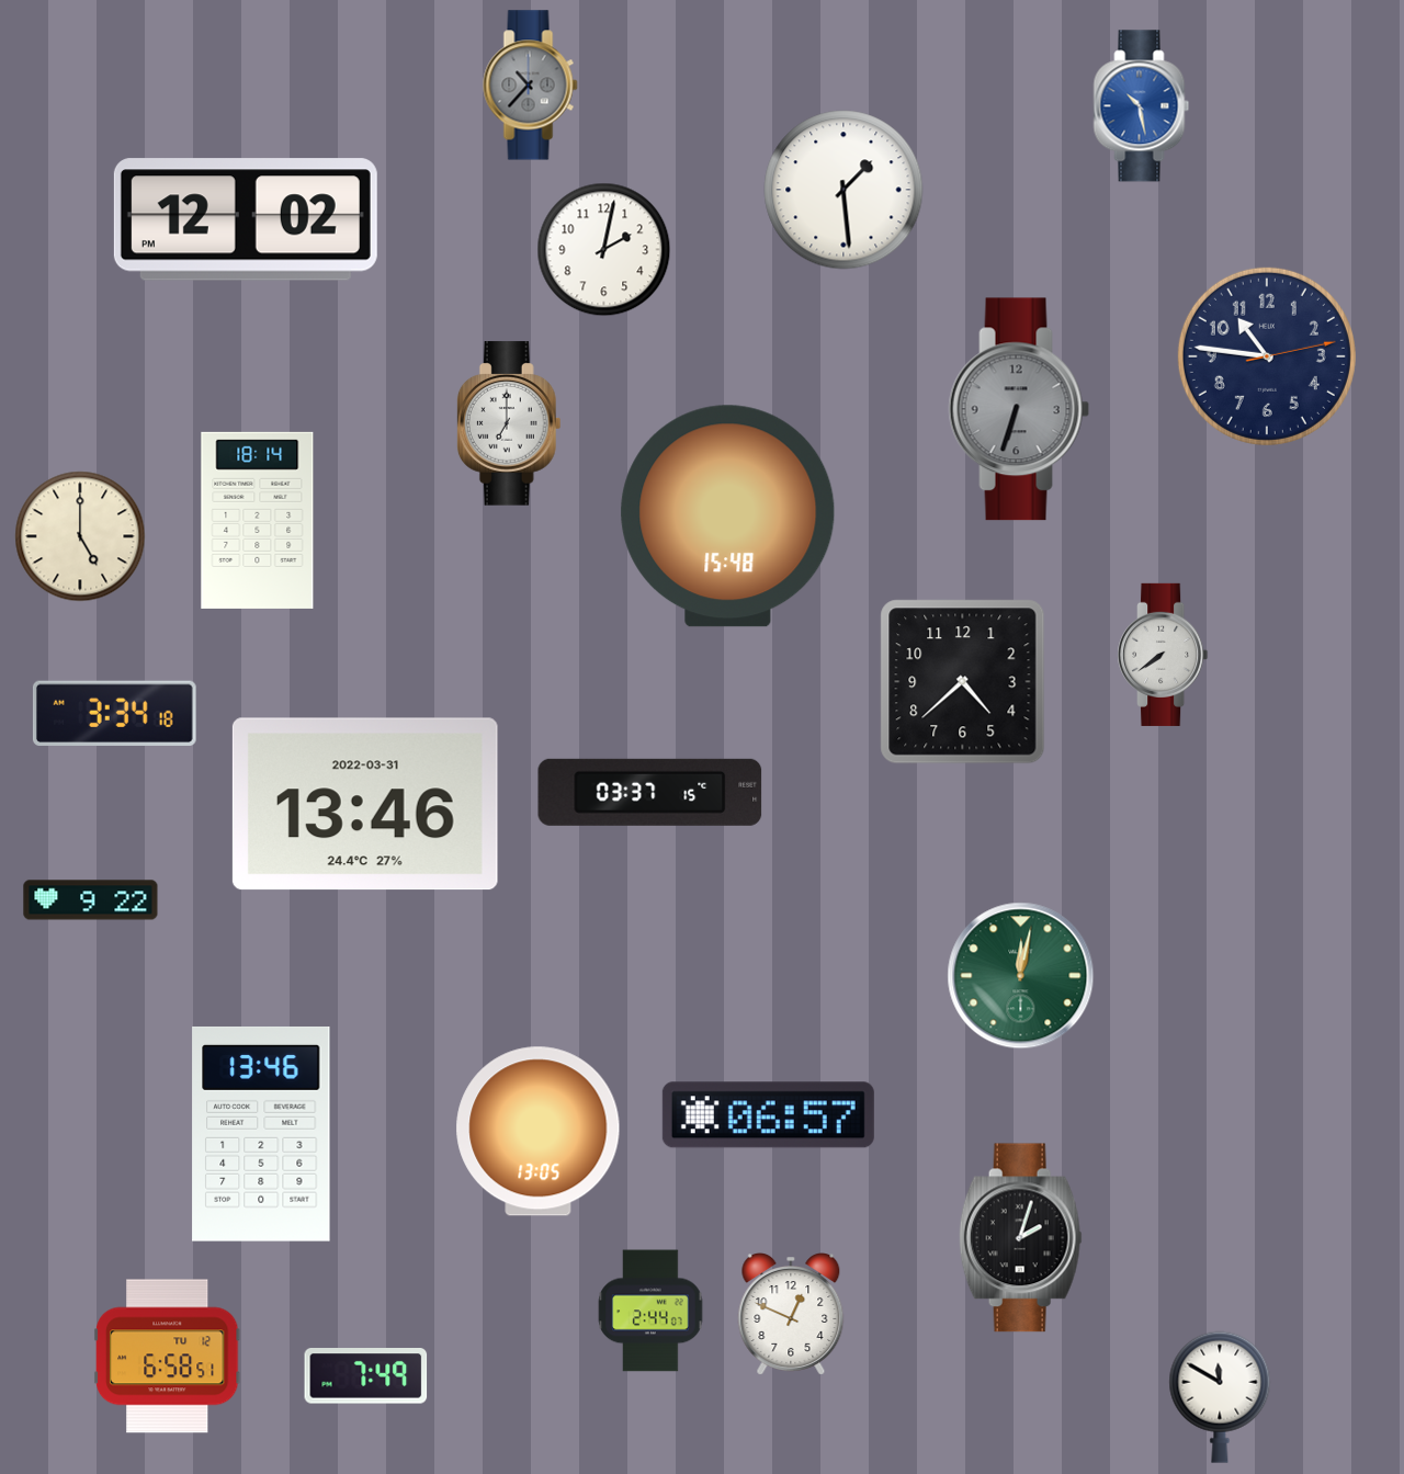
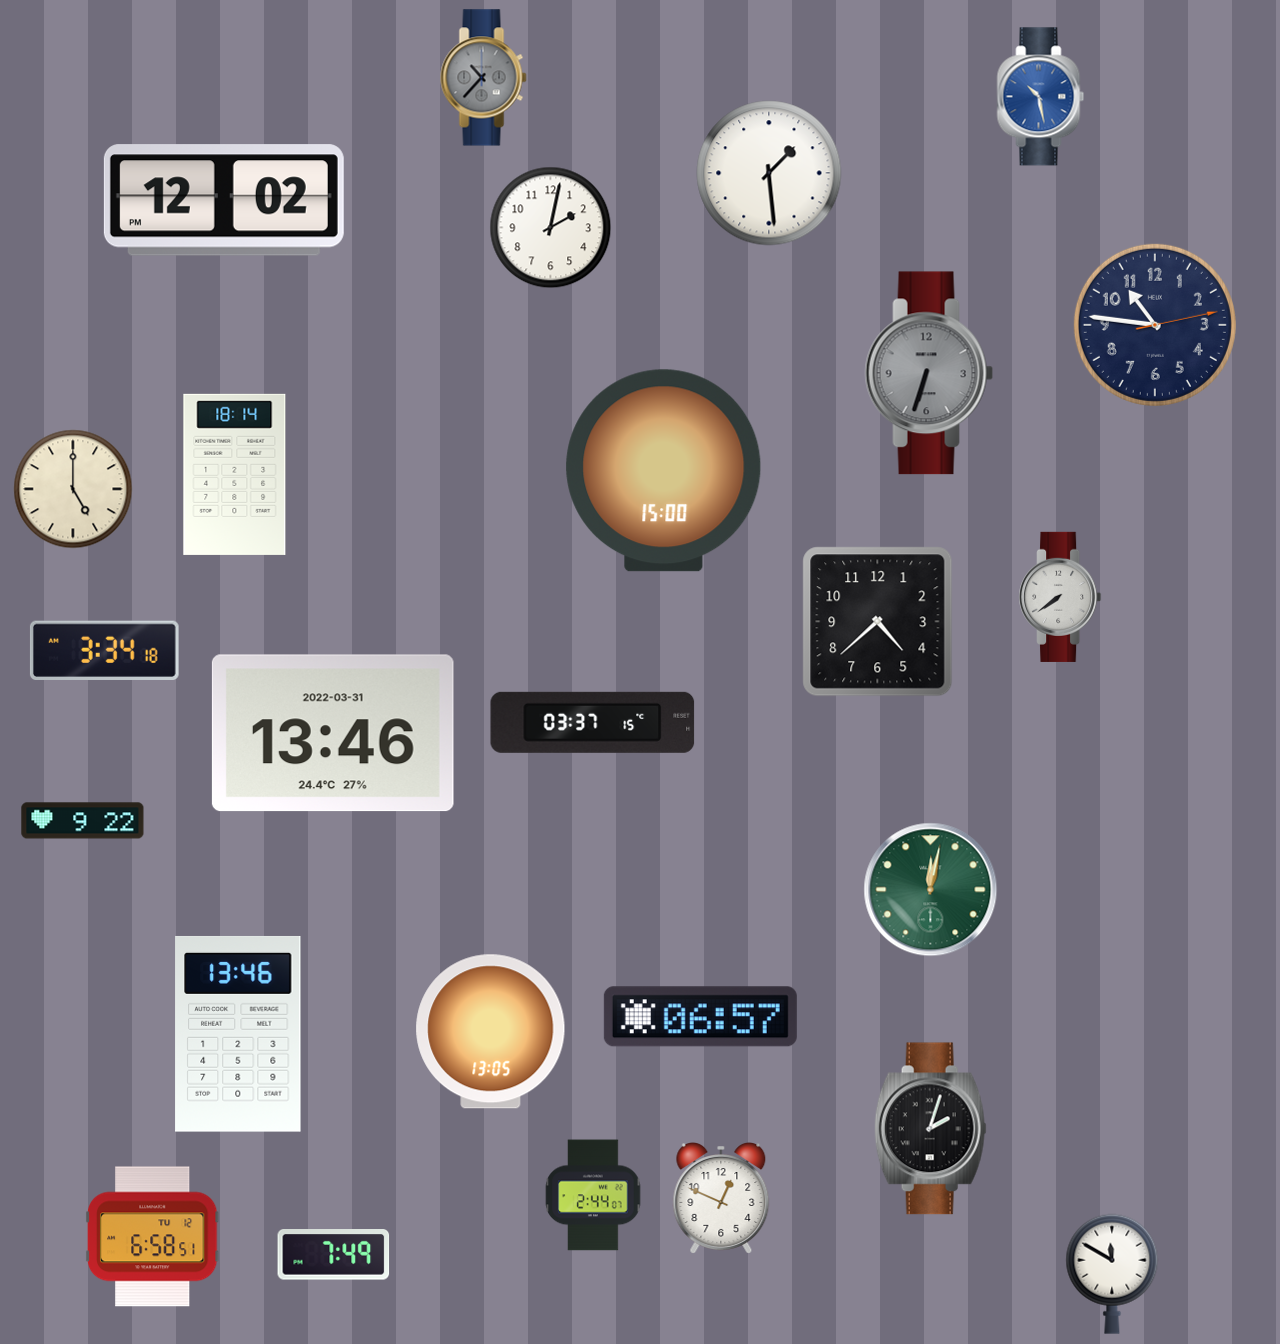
clock at (509, 423): 7:00 -> none
clock at (728, 517): 15:48 -> 15:00
